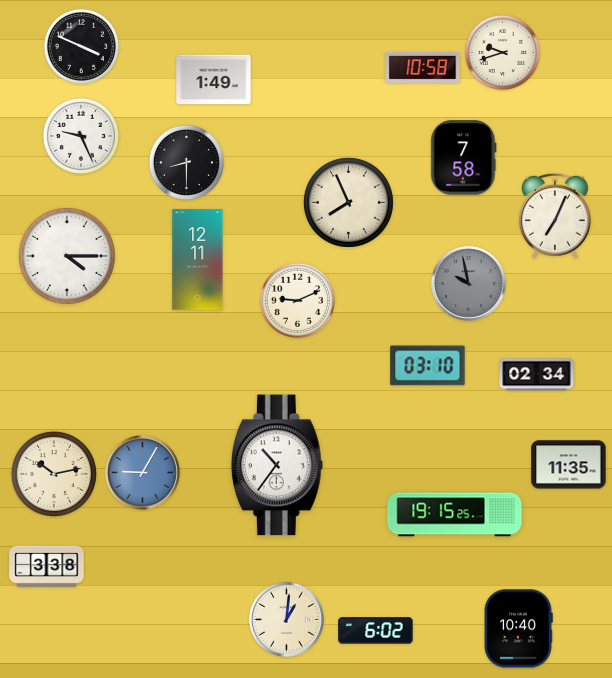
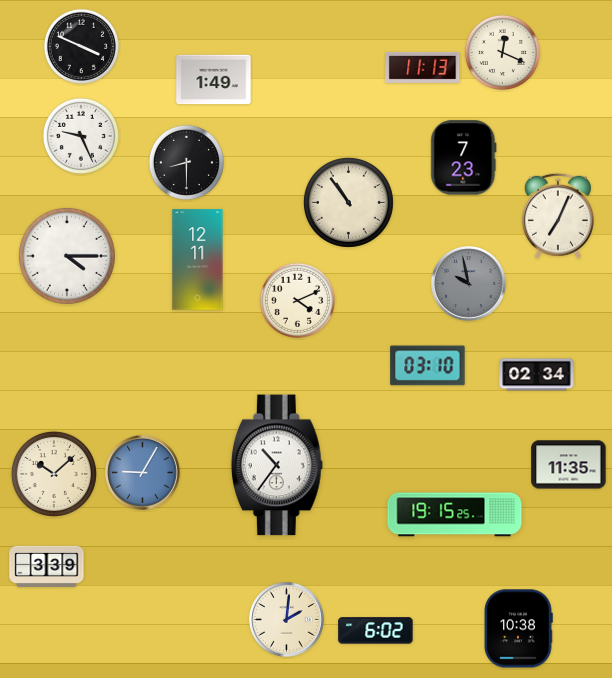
clock at (502, 52): 9:42 -> 12:19
clock at (423, 67): 10:58 -> 11:13
clock at (464, 158): 7:58 -> 7:23
clock at (348, 202): 7:56 -> 10:54
clock at (555, 216) position: (555, 216) -> (558, 216)
clock at (297, 300): 9:11 -> 4:11
clock at (54, 474): 10:13 -> 10:08
clock at (47, 566): 3:38 -> 3:39
clock at (287, 620): 1:01 -> 2:01
clock at (518, 629): 10:40 -> 10:38
